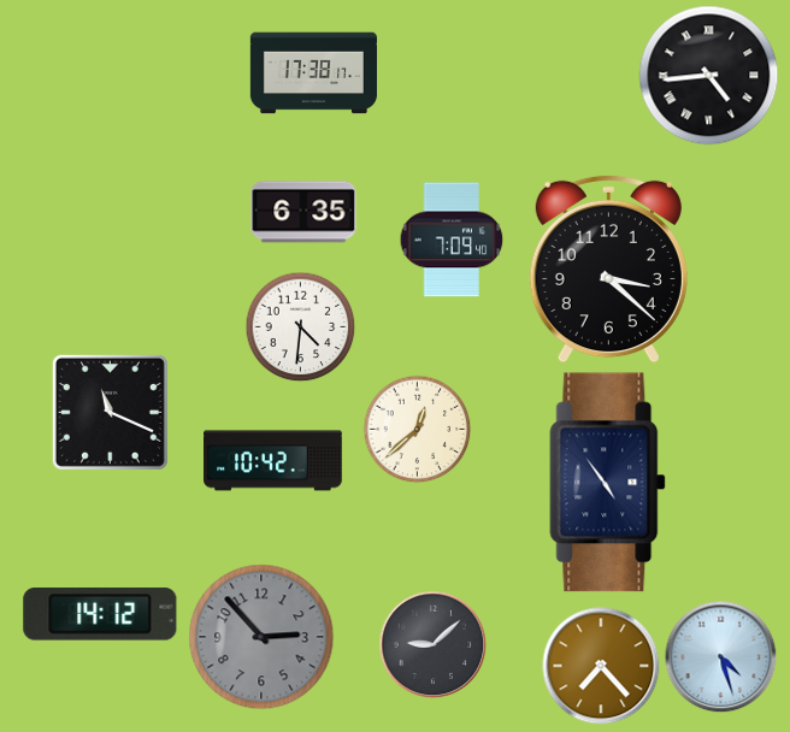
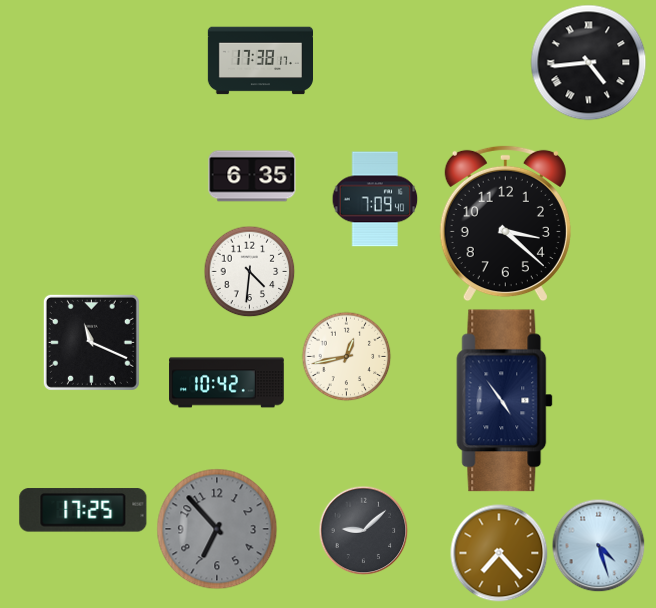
clock at (417, 429): 12:38 -> 12:43
clock at (100, 614): 14:12 -> 17:25
clock at (261, 637): 2:53 -> 6:53
clock at (432, 644) position: (432, 644) -> (363, 530)
